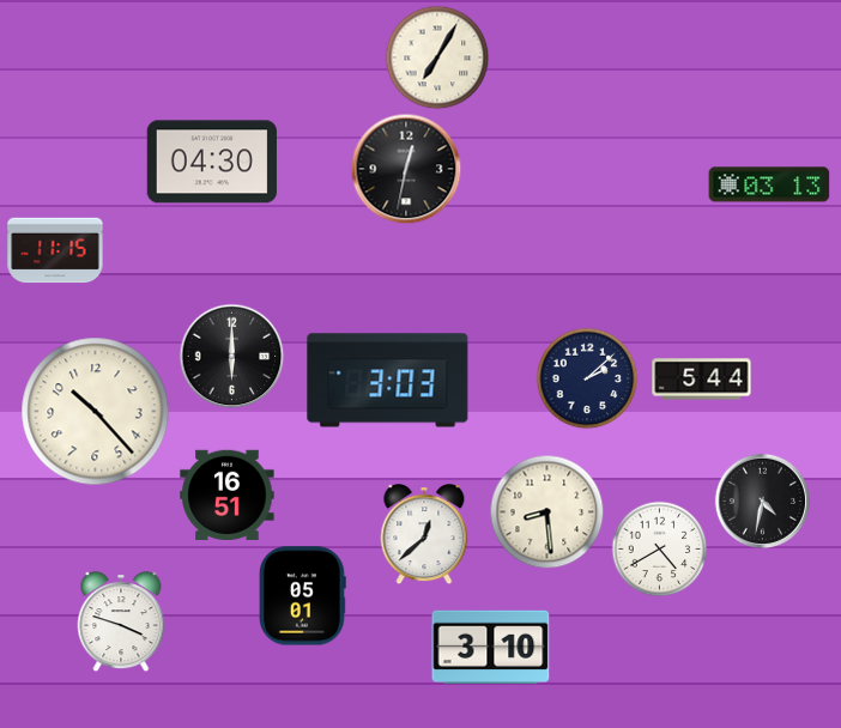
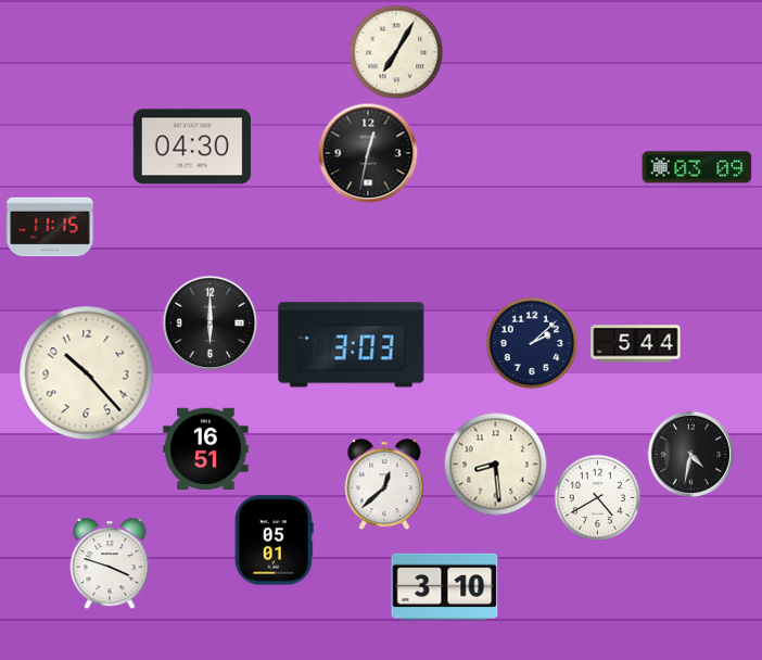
clock at (769, 184): 03:13 -> 03:09
